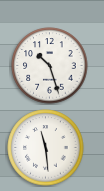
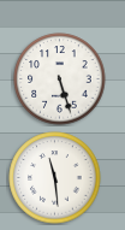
clock at (50, 66): 10:27 -> 5:27
